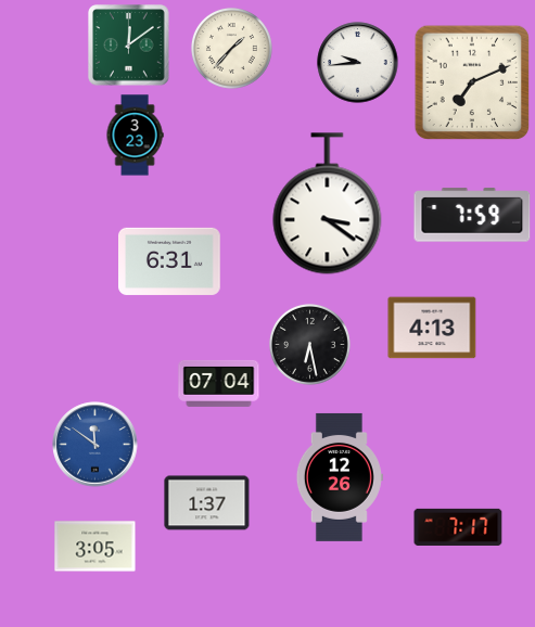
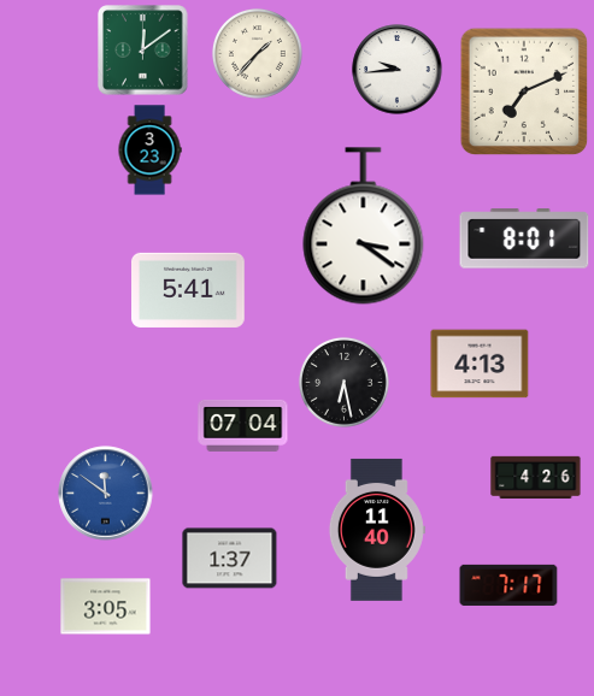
clock at (472, 215): 7:59 -> 8:01
clock at (170, 261): 6:31 -> 5:41
clock at (536, 478): none -> 4:26
clock at (340, 477): 12:26 -> 11:40
